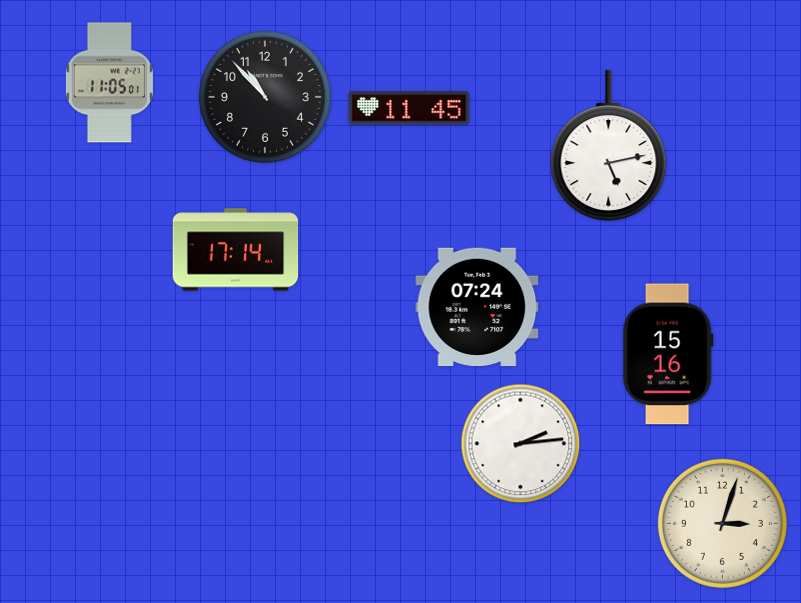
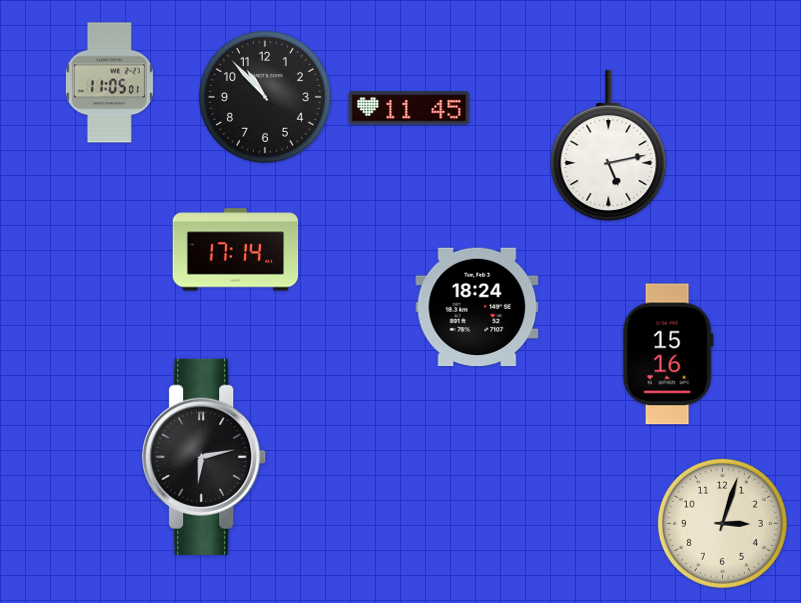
clock at (477, 307): 07:24 -> 18:24
clock at (521, 444): 2:14 -> none
clock at (205, 457): none -> 6:13
